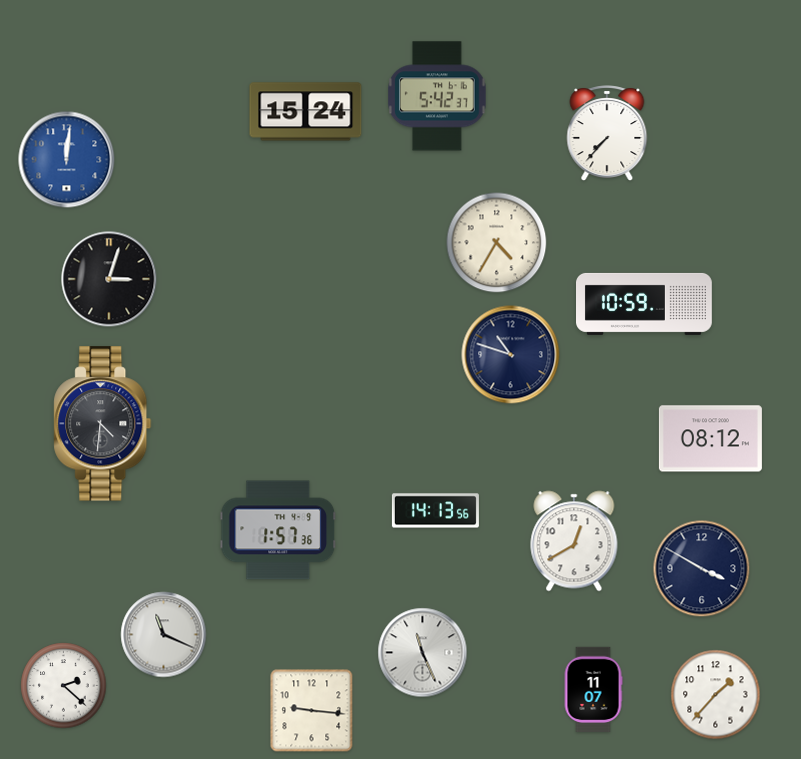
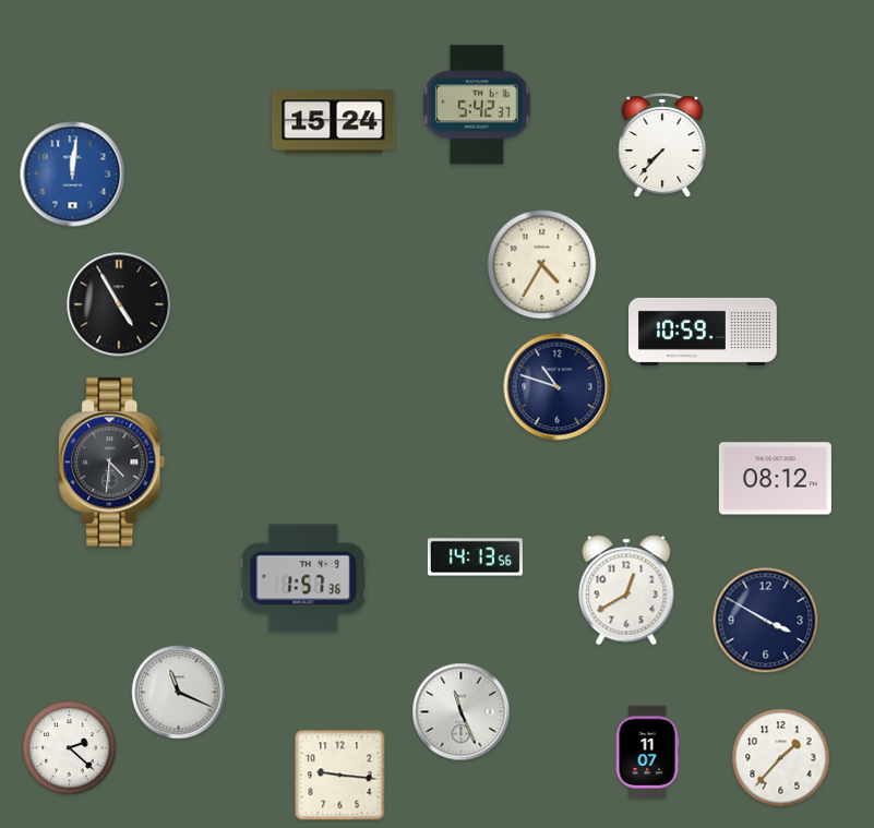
clock at (109, 279): 3:03 -> 4:55
